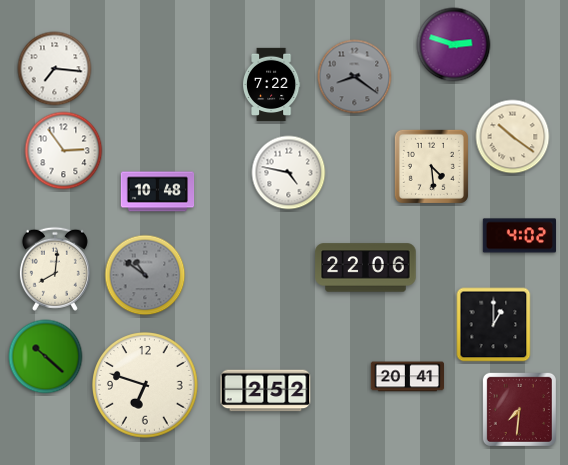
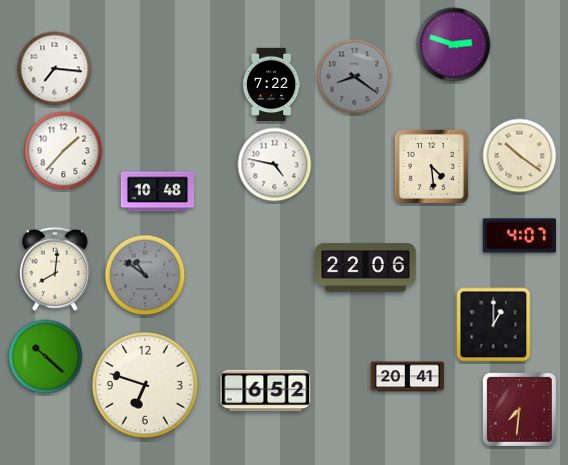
clock at (513, 137) position: (513, 137) -> (520, 156)
clock at (64, 151): 2:54 -> 1:37
clock at (289, 173) position: (289, 173) -> (275, 165)
clock at (519, 236): 4:02 -> 4:07
clock at (266, 391): 2:52 -> 6:52
